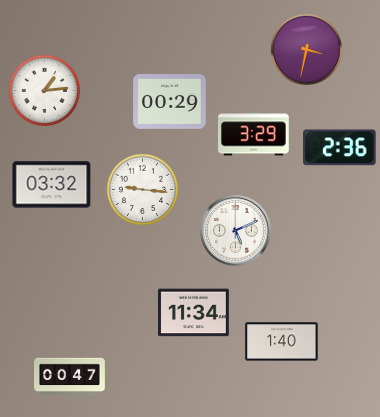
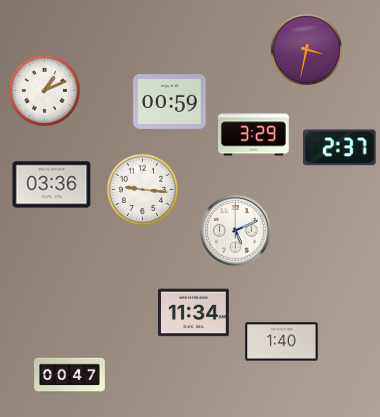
clock at (45, 91): 1:14 -> 1:11
clock at (170, 102): 00:29 -> 00:59
clock at (340, 148): 2:36 -> 2:37
clock at (52, 185): 03:32 -> 03:36
